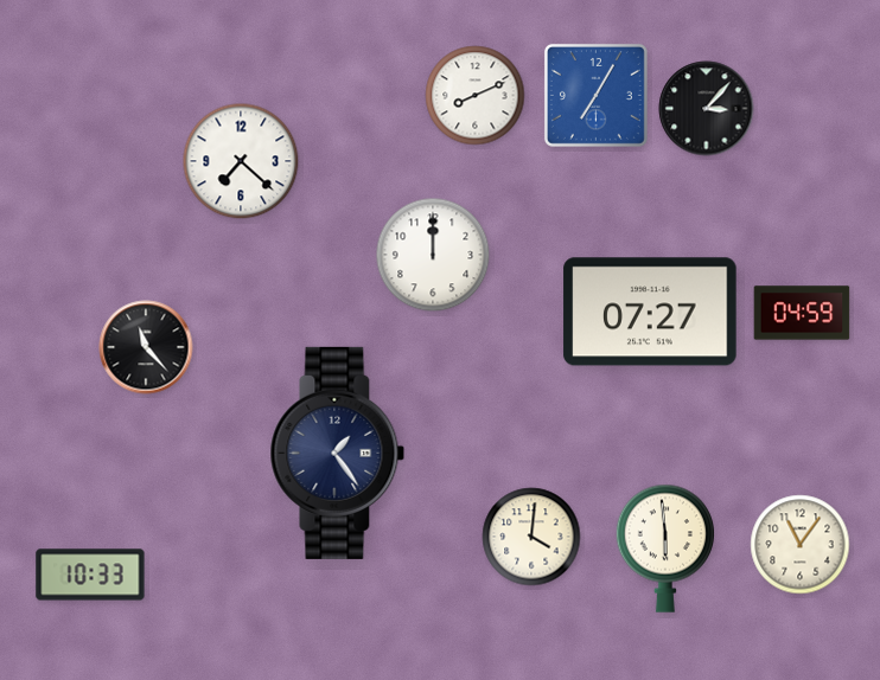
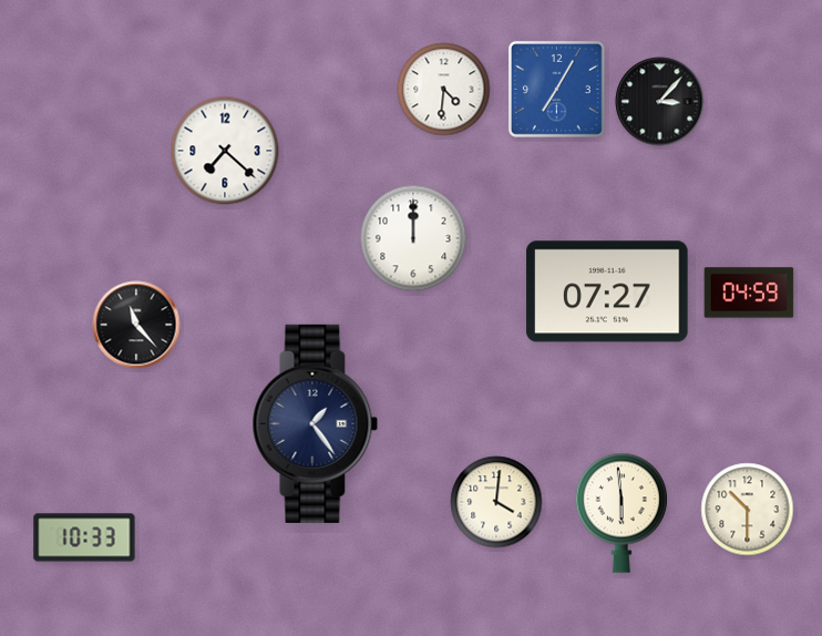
clock at (476, 96): 8:11 -> 4:31
clock at (433, 255) position: (433, 255) -> (413, 238)
clock at (801, 545): 11:06 -> 10:30
